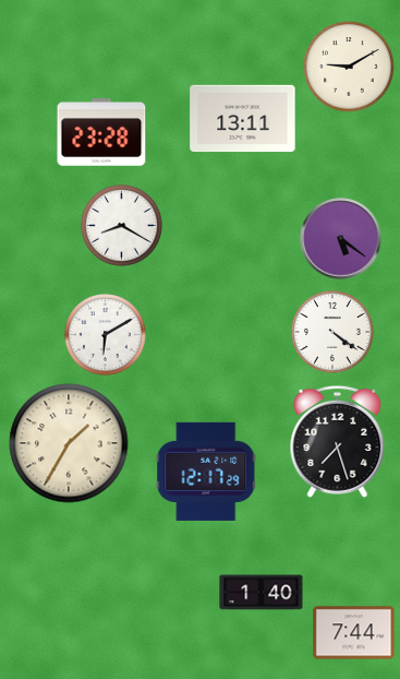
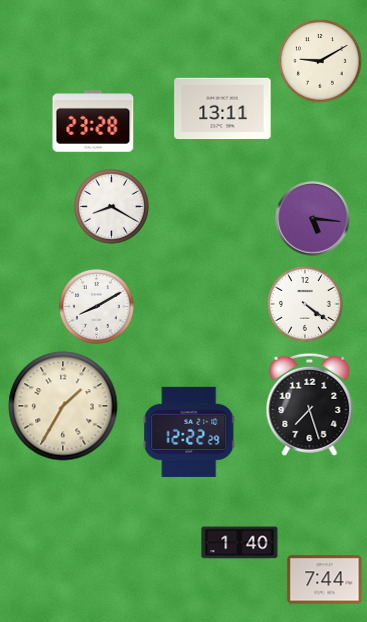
clock at (341, 239): 5:21 -> 5:16
clock at (106, 335): 6:10 -> 8:10
clock at (206, 472): 12:17 -> 12:22
